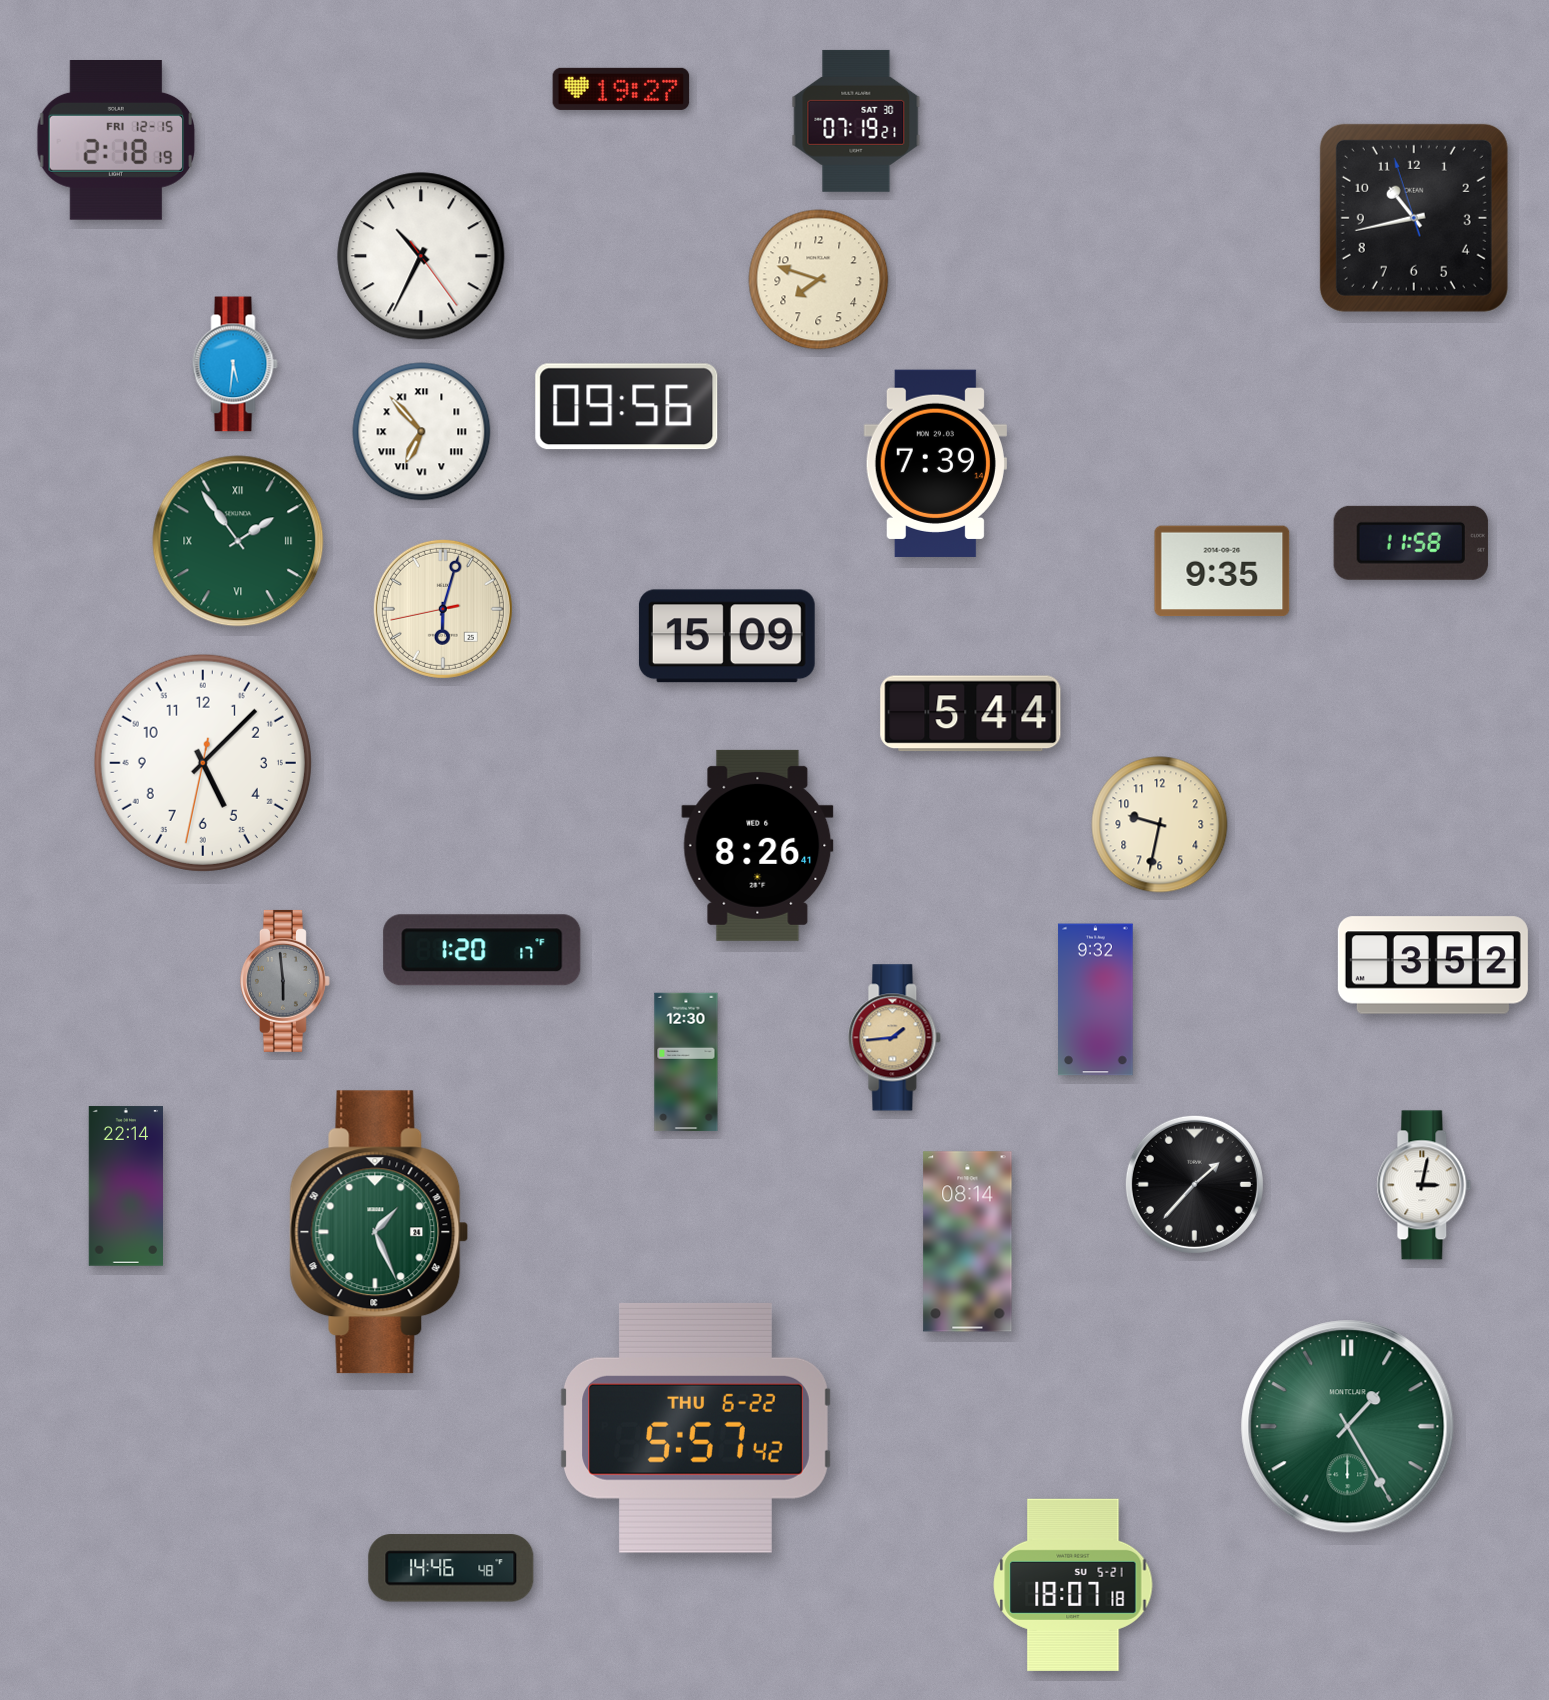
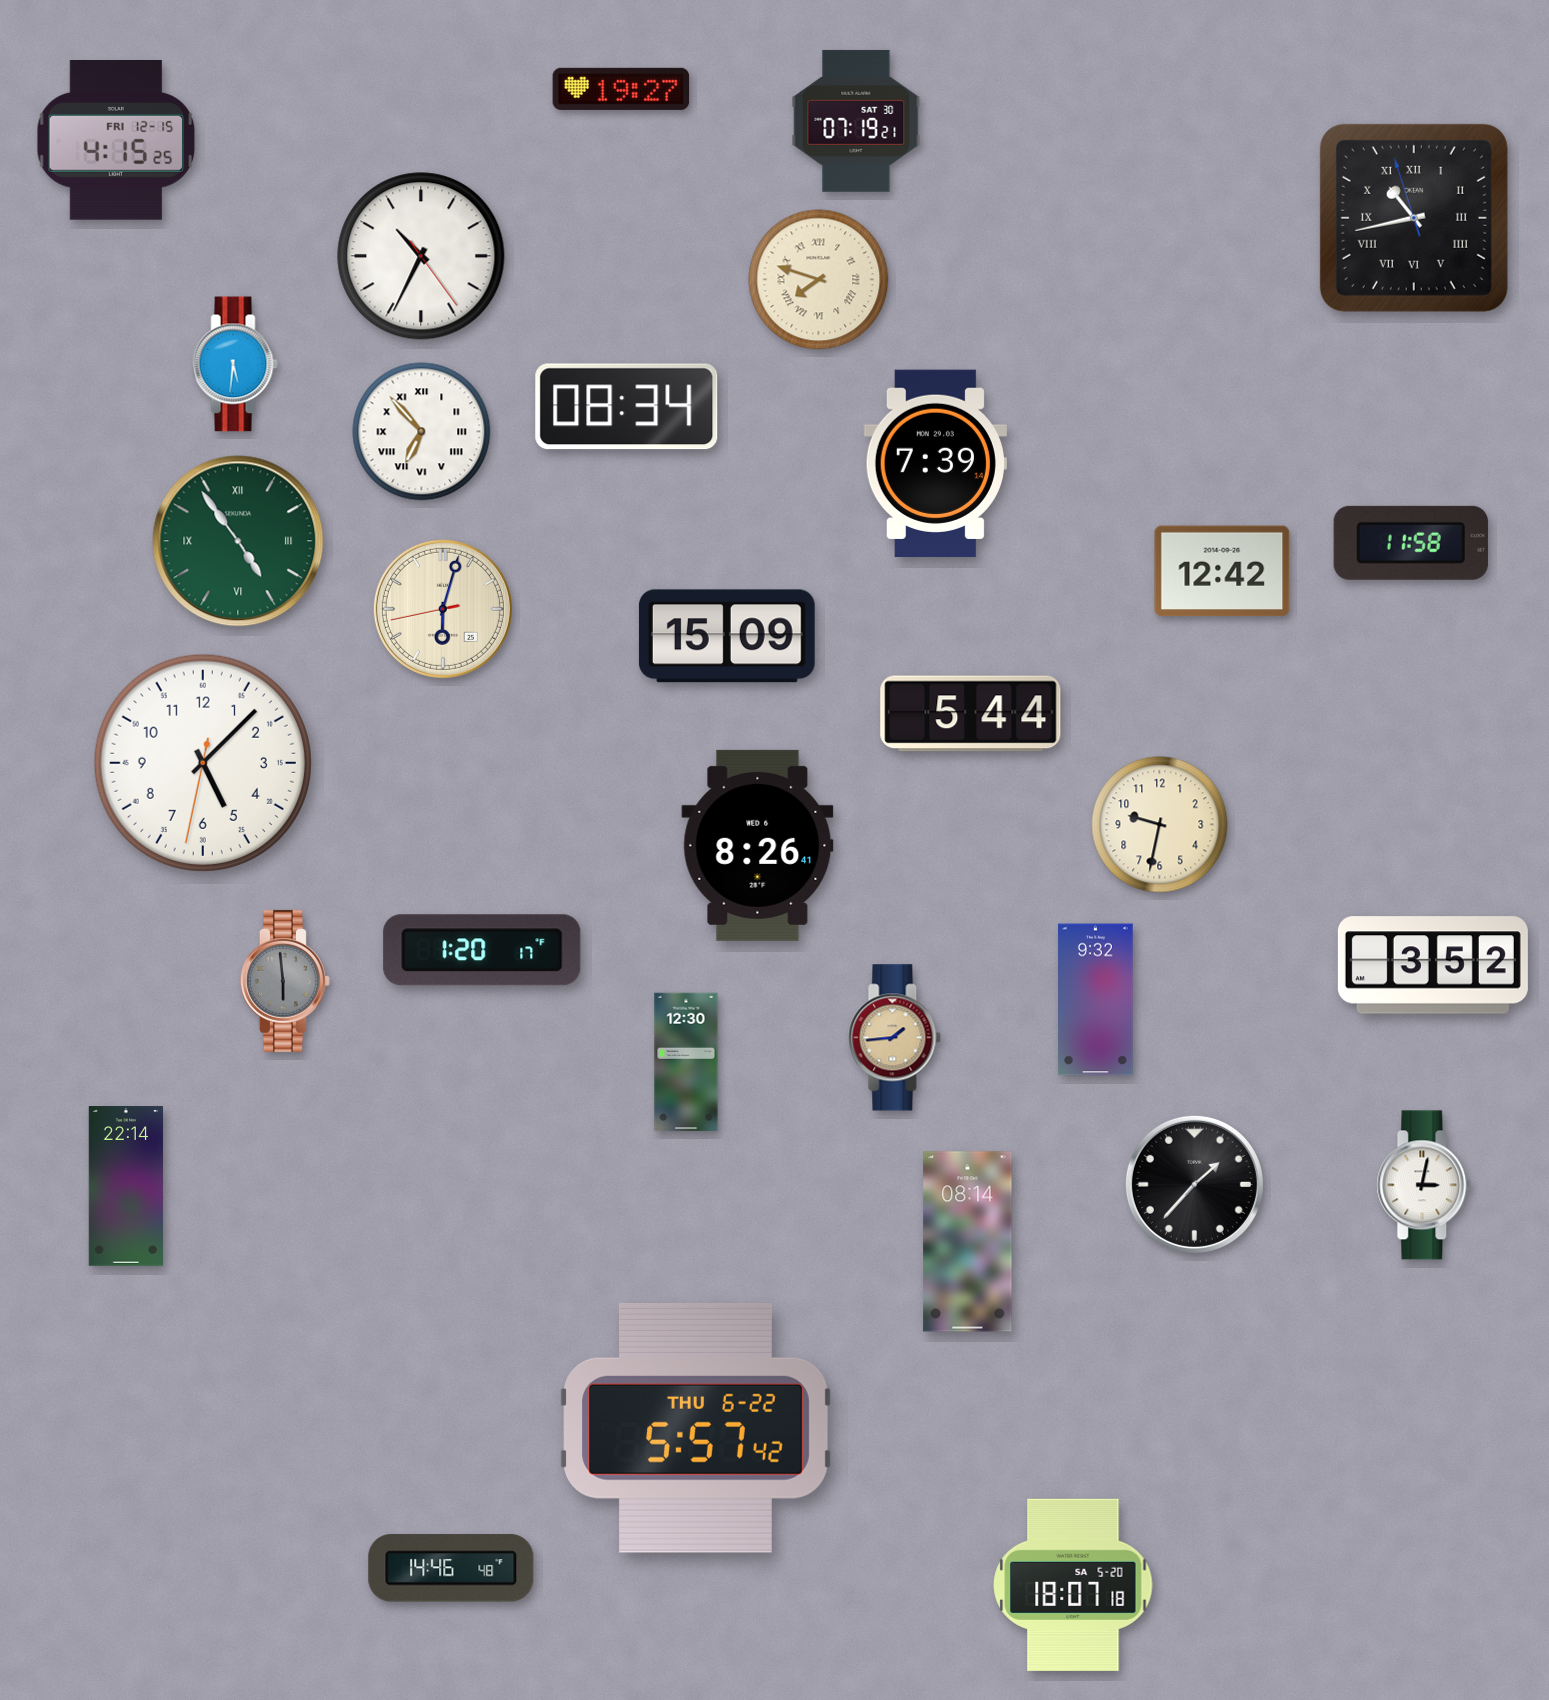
clock at (116, 141): 2:18 -> 4:15
clock at (1414, 218) numerals: Arabic -> Roman
clock at (819, 280) numerals: Arabic -> Roman
clock at (627, 407): 09:56 -> 08:34
clock at (238, 541): 1:54 -> 4:54
clock at (1222, 571): 9:35 -> 12:42
clock at (379, 1232): 1:26 -> none
clock at (1348, 1427): 1:25 -> none
clock at (1073, 1585) date: SU 5-21 -> SA 5-20
